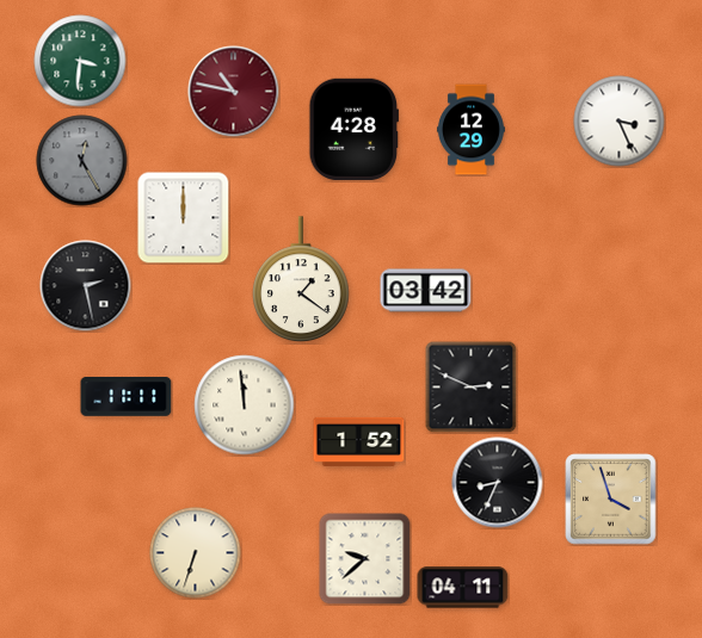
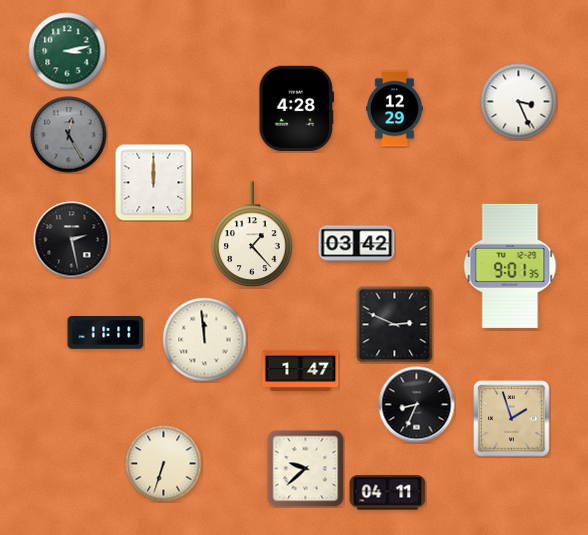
clock at (80, 61): 3:31 -> 3:13
clock at (234, 92): 10:47 -> none
clock at (301, 279): 1:21 -> 1:23
clock at (510, 266): none -> 9:01
clock at (359, 441): 1:52 -> 1:47
clock at (611, 500): 3:57 -> 1:57
